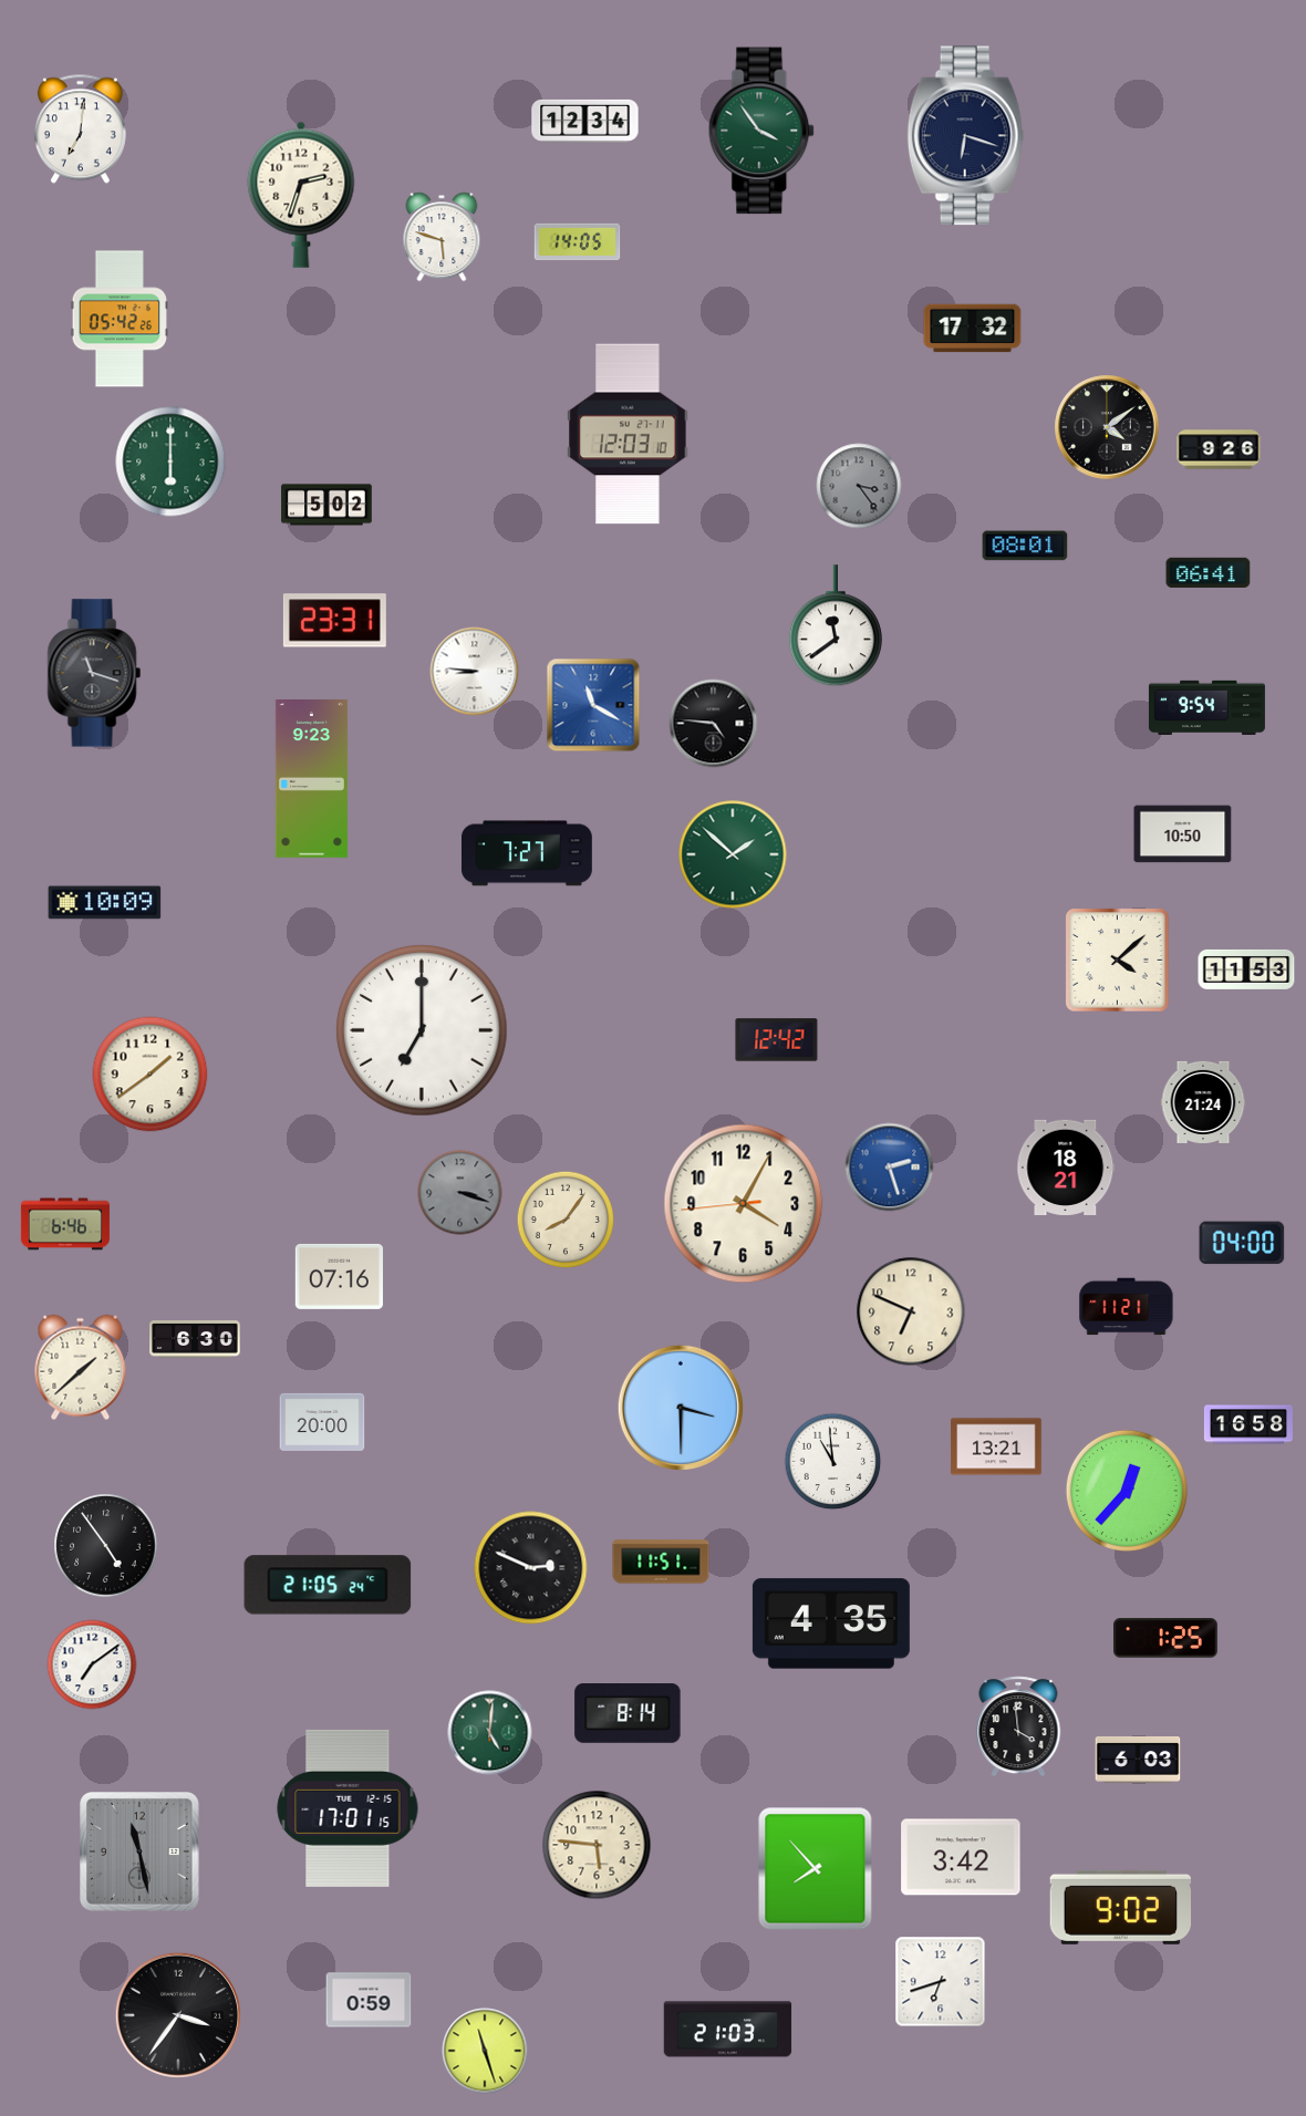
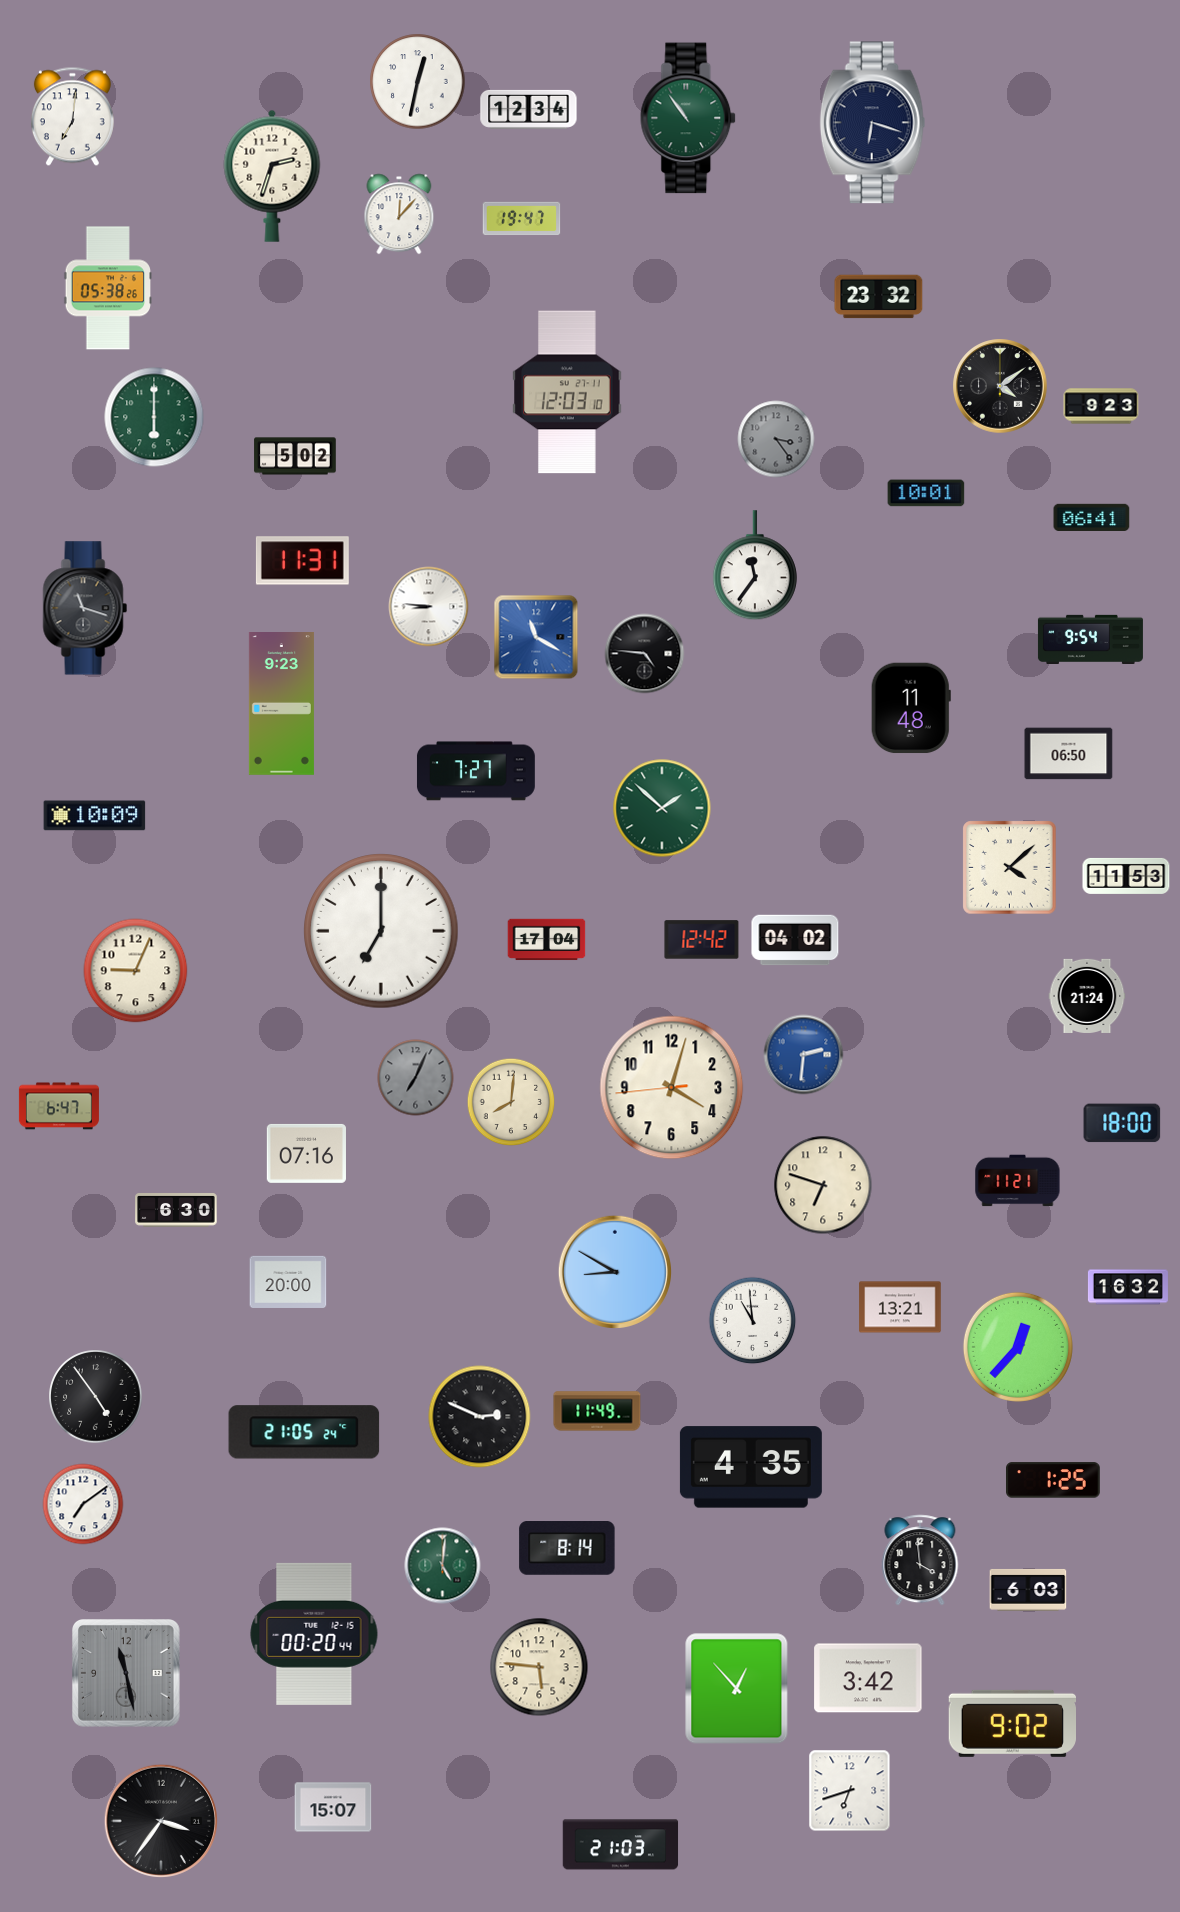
clock at (418, 82): none -> 12:32
clock at (763, 131): 3:54 -> 10:54
clock at (442, 237): 5:48 -> 12:07
clock at (578, 242): 14:05 -> 19:47
clock at (120, 319): 05:42 -> 05:38
clock at (973, 329): 17:32 -> 23:32
clock at (1219, 449): 9:26 -> 9:23
clock at (1025, 546): 08:01 -> 10:01
clock at (334, 621): 23:31 -> 11:31
clock at (836, 626): 11:39 -> 11:36
clock at (911, 708): none -> 11:48
clock at (1183, 834): 10:50 -> 06:50
clock at (733, 854) position: (733, 854) -> (662, 808)
clock at (547, 940): none -> 17:04
clock at (795, 940): none -> 04:02
clock at (151, 1075): 1:39 -> 9:04
clock at (890, 1168): 2:27 -> 2:31
clock at (1066, 1168): 18:21 -> none
clock at (460, 1193): 3:18 -> 7:04
clock at (744, 1204): 4:04 -> 4:02
clock at (566, 1220): 8:06 -> 8:01
clock at (65, 1224): 6:46 -> 6:47
clock at (1242, 1243): 04:00 -> 18:00
clock at (911, 1311): 6:49 -> 6:48
clock at (81, 1368): 1:38 -> none
clock at (680, 1407): 3:30 -> 8:50
clock at (322, 1422) position: (322, 1422) -> (288, 1282)
clock at (1248, 1424): 16:58 -> 16:32
clock at (661, 1562): 11:51 -> 11:49
clock at (328, 1585) position: (328, 1585) -> (304, 1432)
clock at (348, 1808): 17:01 -> 00:20
clock at (816, 1869): 7:53 -> 12:53
clock at (369, 2000): 0:59 -> 15:07
clock at (728, 2030) position: (728, 2030) -> (621, 1845)
clock at (485, 2051): 11:27 -> none
